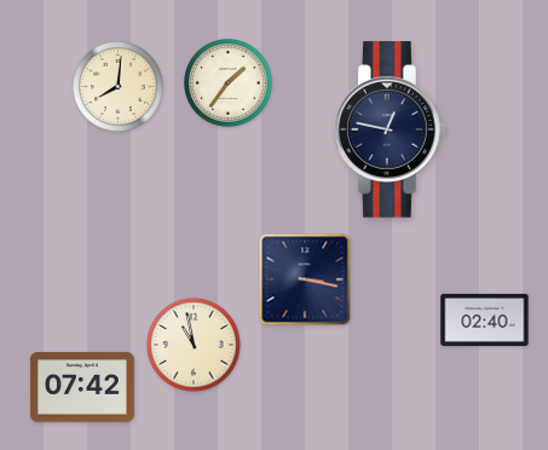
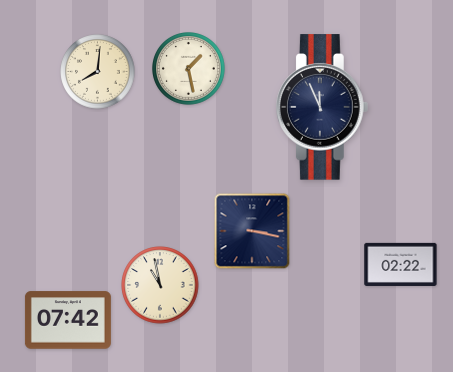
clock at (229, 83): 1:36 -> 1:28
clock at (391, 129): 12:47 -> 11:56
clock at (485, 319): 02:40 -> 02:22
